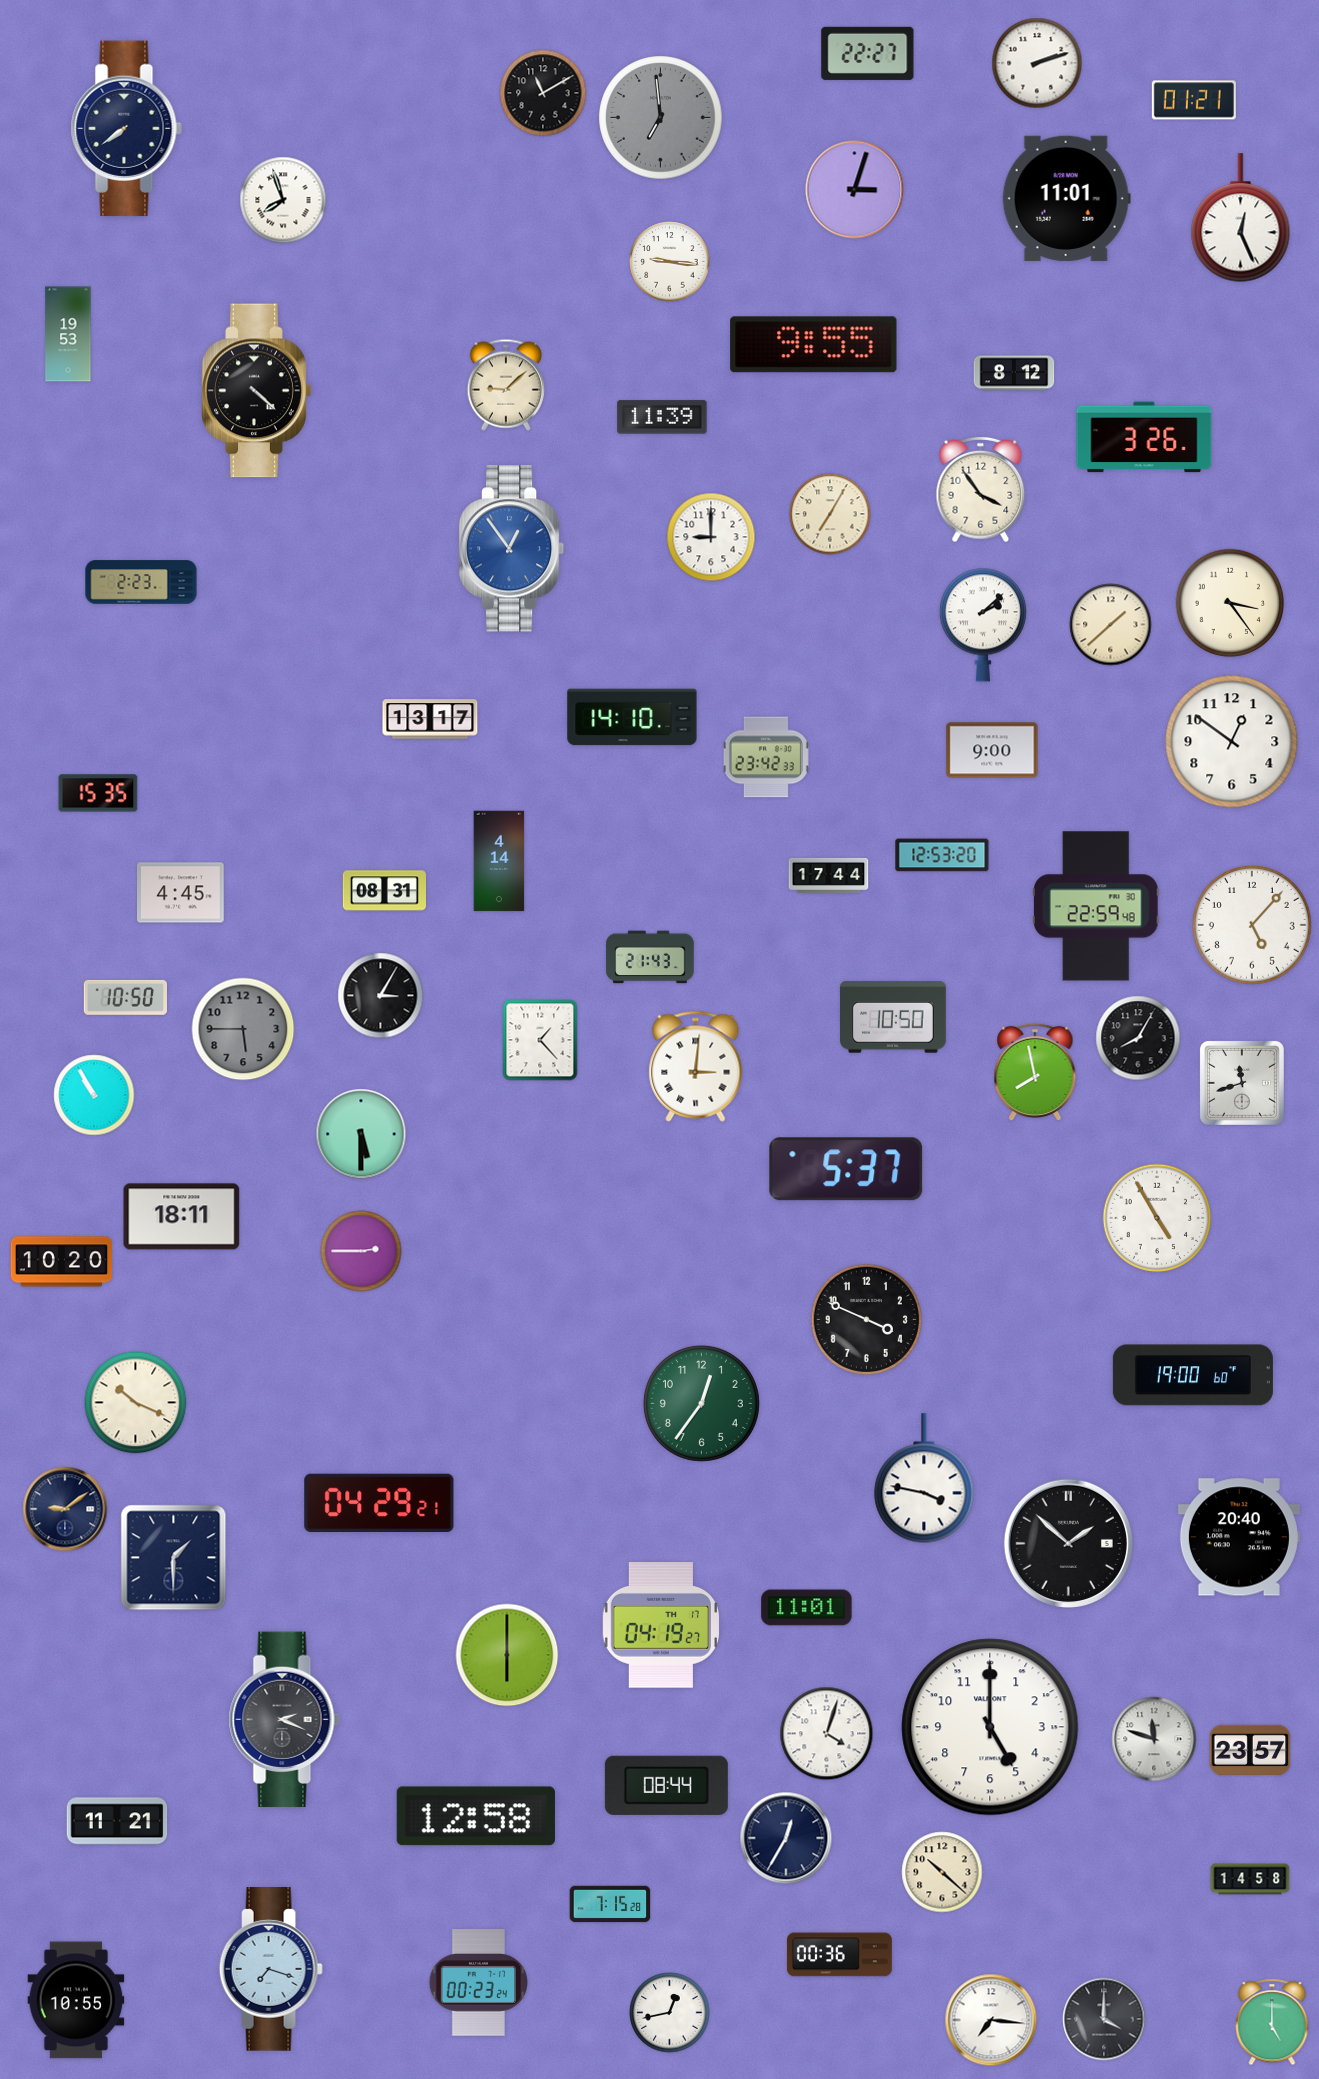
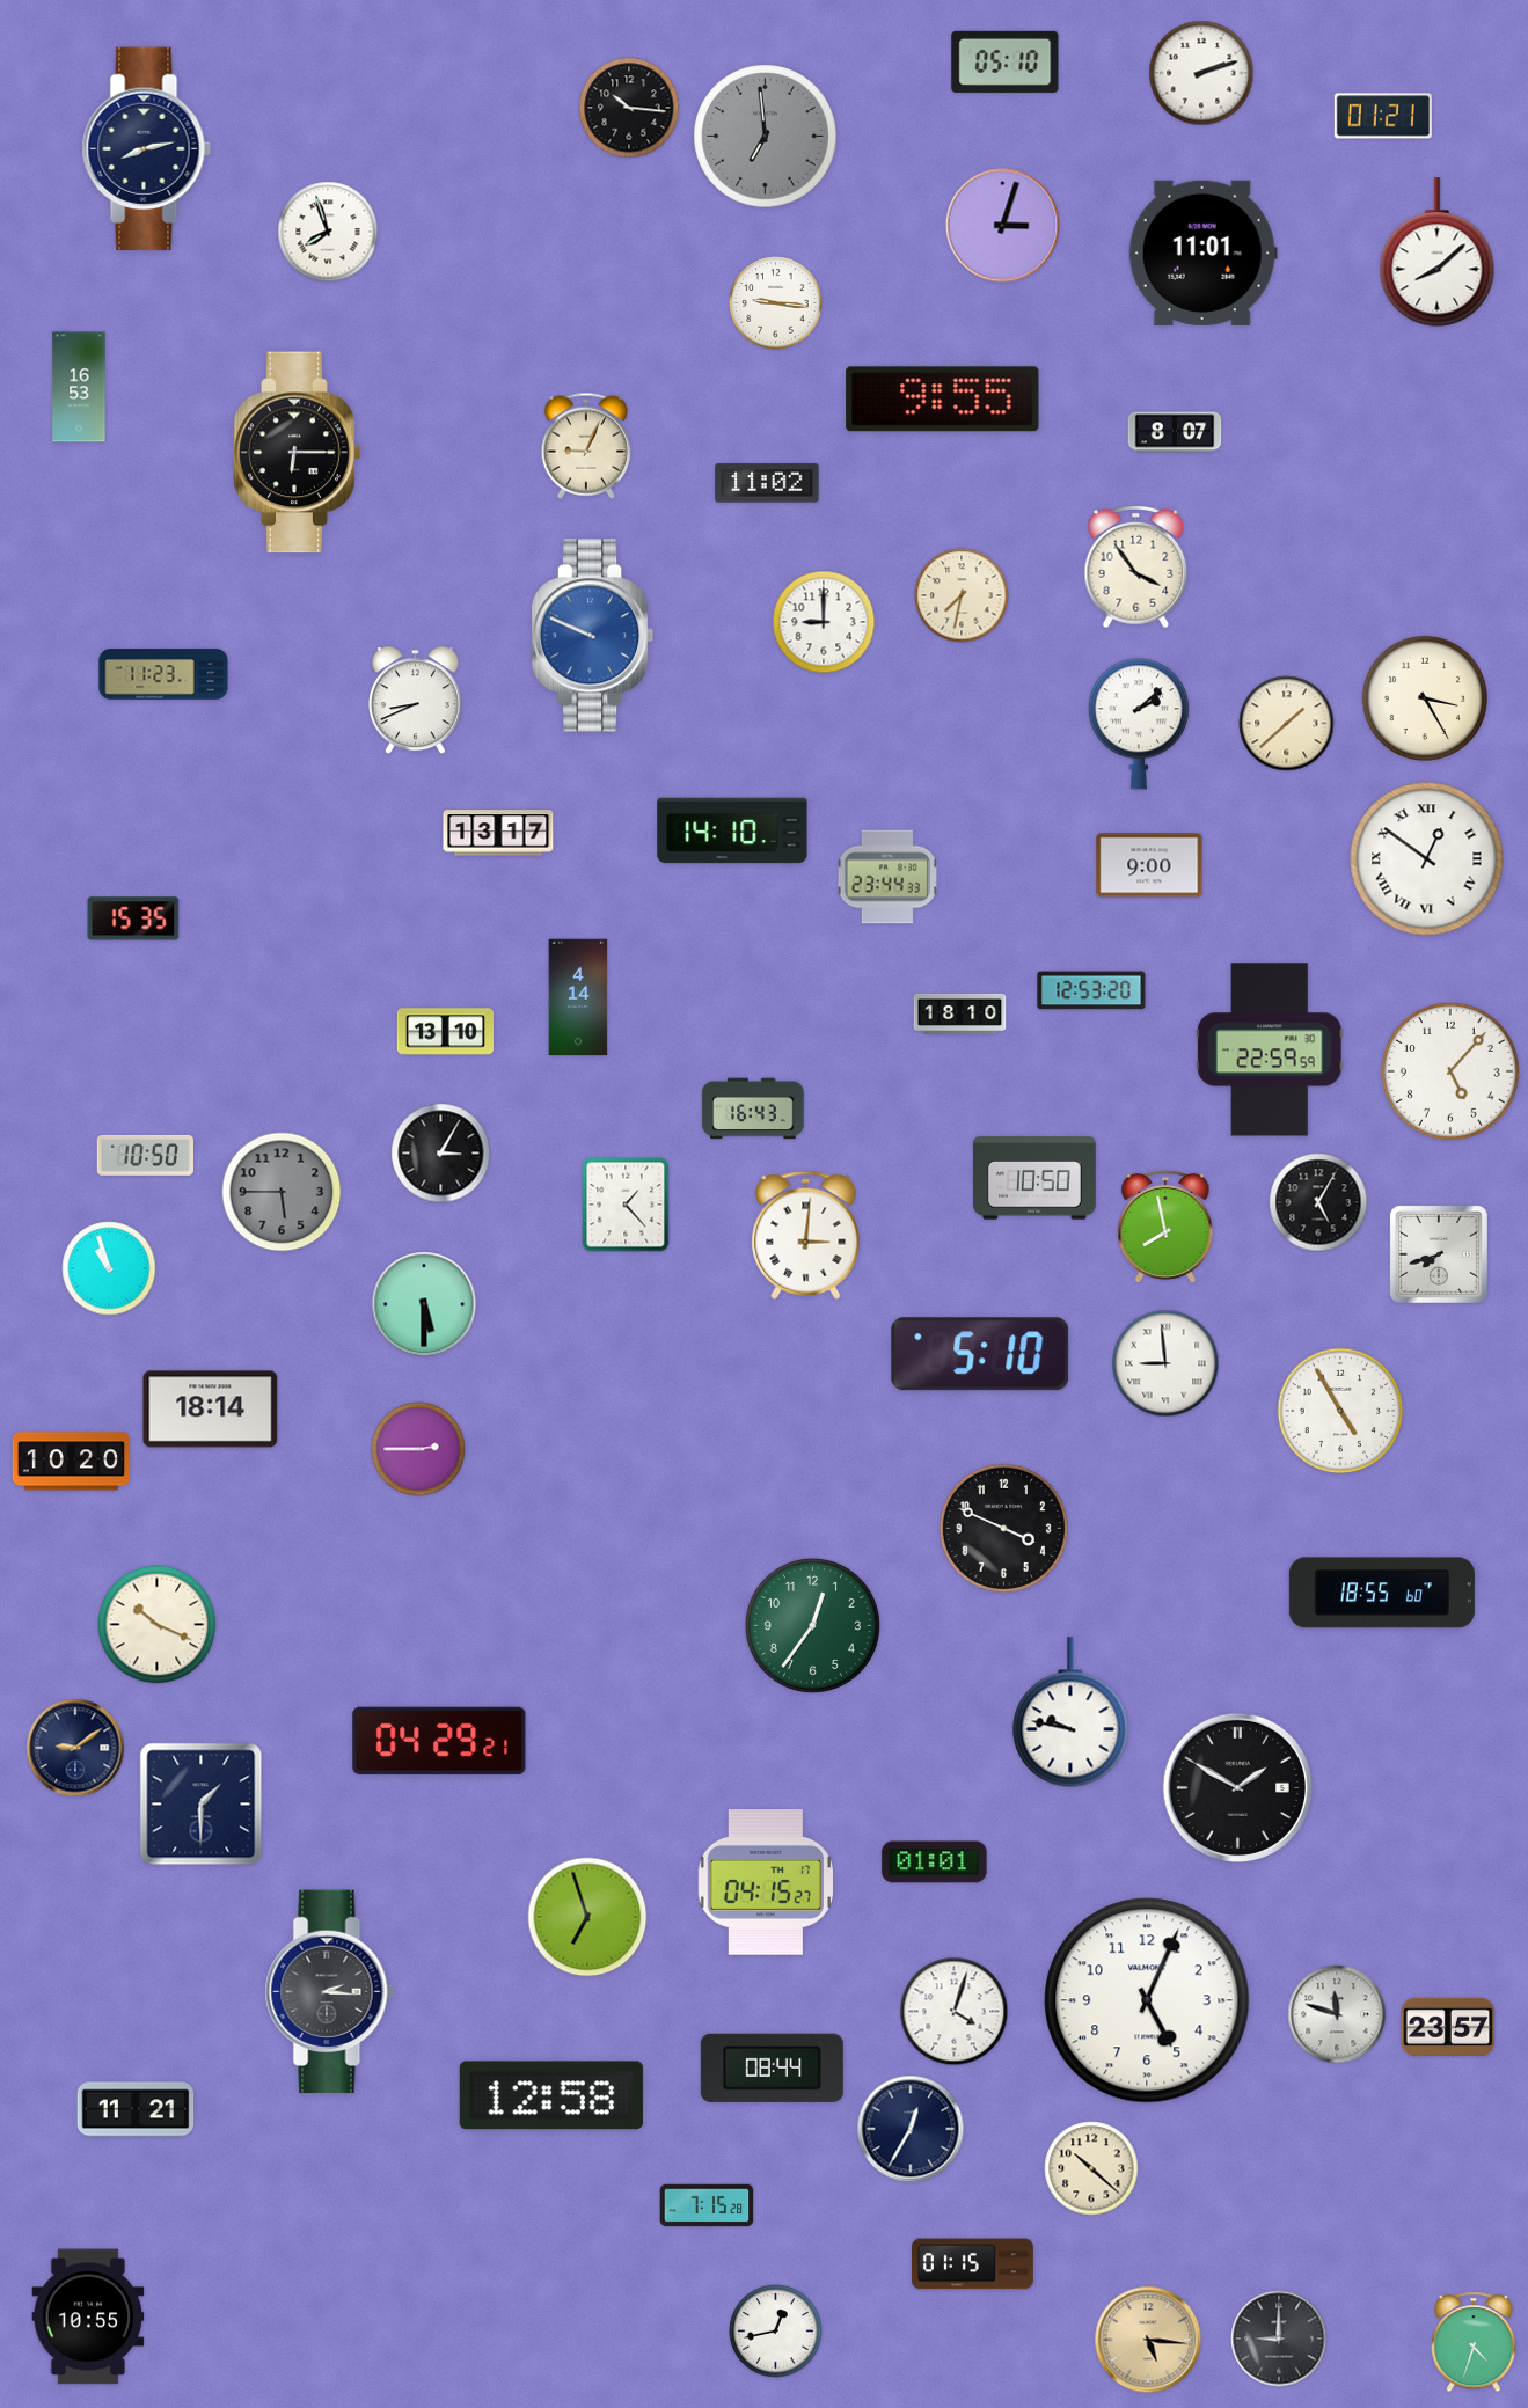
clock at (868, 53): 22:27 -> 05:10
clock at (543, 93): 11:10 -> 10:16
clock at (126, 129): 7:39 -> 8:13
clock at (855, 190) position: (855, 190) -> (1003, 226)
clock at (1066, 198) position: (1066, 198) -> (1202, 252)
clock at (1241, 218): 12:26 -> 8:08
clock at (68, 334): 19:53 -> 16:53
clock at (1014, 373): 8:12 -> 8:07
clock at (505, 385): 9:08 -> 9:04
clock at (257, 391): 4:22 -> 6:15
clock at (662, 417): 11:39 -> 11:02
clock at (1144, 437): 3:26 -> none
clock at (830, 514): 7:05 -> 7:32
clock at (512, 549): 12:54 -> 9:49
clock at (141, 582): 2:23 -> 11:23
clock at (1230, 603): 3:24 -> 3:25
clock at (415, 701): none -> 8:41
clock at (1232, 742) numerals: Arabic -> Roman
clock at (992, 750) position: (992, 750) -> (1149, 865)
clock at (766, 757): 23:42 -> 23:44
clock at (98, 793) position: (98, 793) -> (133, 918)
clock at (829, 875): 17:44 -> 18:10
clock at (384, 891): 08:31 -> 13:10
clock at (181, 893): 4:45 -> none
clock at (1096, 906): 22:59:48 -> 22:59:59
clock at (650, 957): 21:43 -> 16:43
clock at (1138, 1038): 8:05 -> 5:05
clock at (1035, 1072) position: (1035, 1072) -> (1165, 1227)
clock at (1242, 1083): 11:42 -> 7:42
clock at (94, 1095): 10:55 -> 10:57
clock at (361, 1134) position: (361, 1134) -> (424, 1304)
clock at (846, 1169): 5:37 -> 5:10
clock at (1165, 1363): none -> 8:59
clock at (182, 1217): 18:11 -> 18:14
clock at (1193, 1375): 19:00 -> 18:55
clock at (924, 1478): 3:47 -> 9:47
clock at (1239, 1537): 20:40 -> none
clock at (1068, 1543): 1:52 -> 1:50
clock at (807, 1608): 11:01 -> 01:01
clock at (660, 1625): 04:19 -> 04:15
clock at (507, 1655): 6:00 -> 6:57
clock at (284, 1720): 2:19 -> 2:16
clock at (990, 1727): 5:00 -> 5:04
clock at (827, 1734) position: (827, 1734) -> (955, 2012)
clock at (476, 1816) position: (476, 1816) -> (551, 2095)
clock at (1250, 1879): 14:58 -> none
clock at (839, 1955): 00:36 -> 01:15
clock at (271, 1969): 7:18 -> none
clock at (478, 1983): 00:23 -> none
clock at (1104, 2019): 4:00 -> 9:00
clock at (991, 2020): 7:16 -> 5:16
clock at (991, 2020) dial: white -> champagne
clock at (1272, 2022): 5:00 -> 4:33
